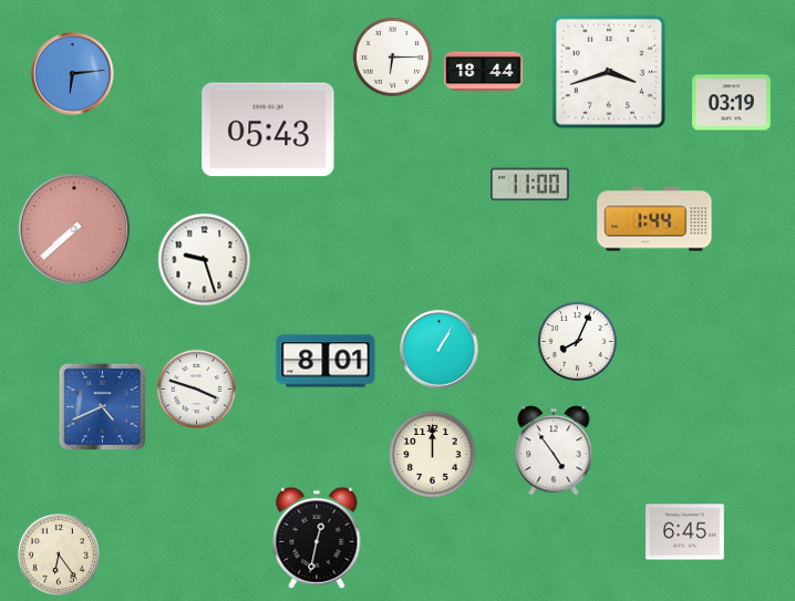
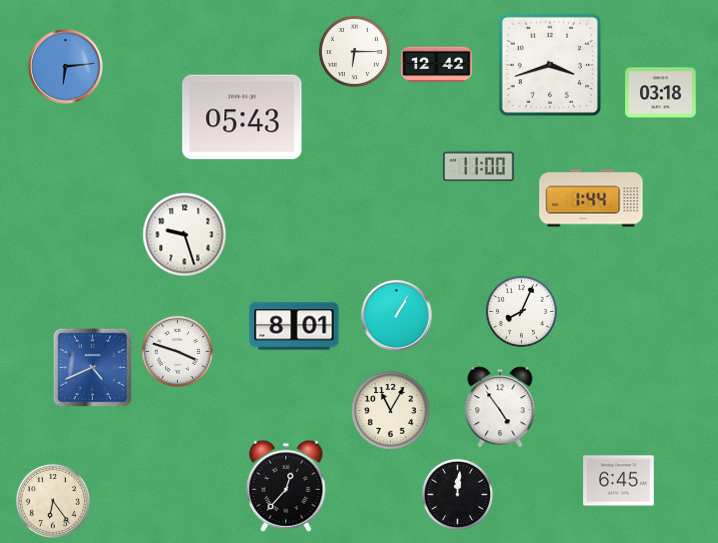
clock at (484, 72): 18:44 -> 12:42
clock at (732, 103): 03:19 -> 03:18
clock at (74, 229): 7:38 -> none
clock at (577, 341) position: (577, 341) -> (521, 311)
clock at (433, 455): 12:00 -> 11:05
clock at (317, 538): 12:32 -> 12:37
clock at (457, 494): none -> 12:01
